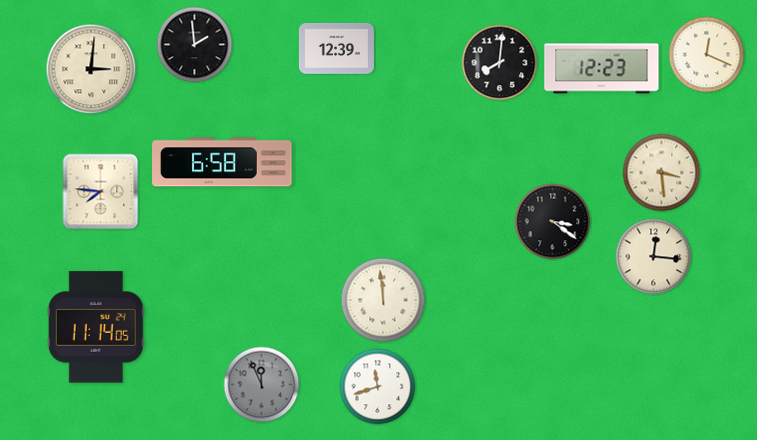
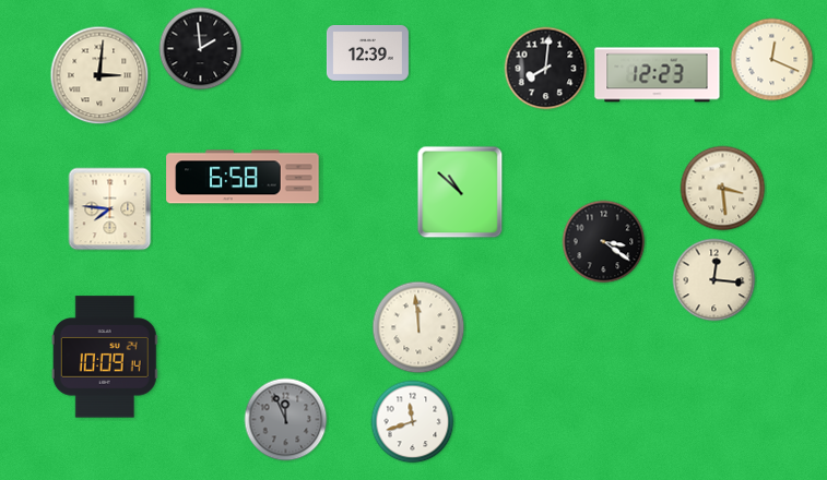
clock at (195, 45) position: (195, 45) -> (201, 49)
clock at (460, 192): none -> 10:52
clock at (96, 327): 11:14 -> 10:09
